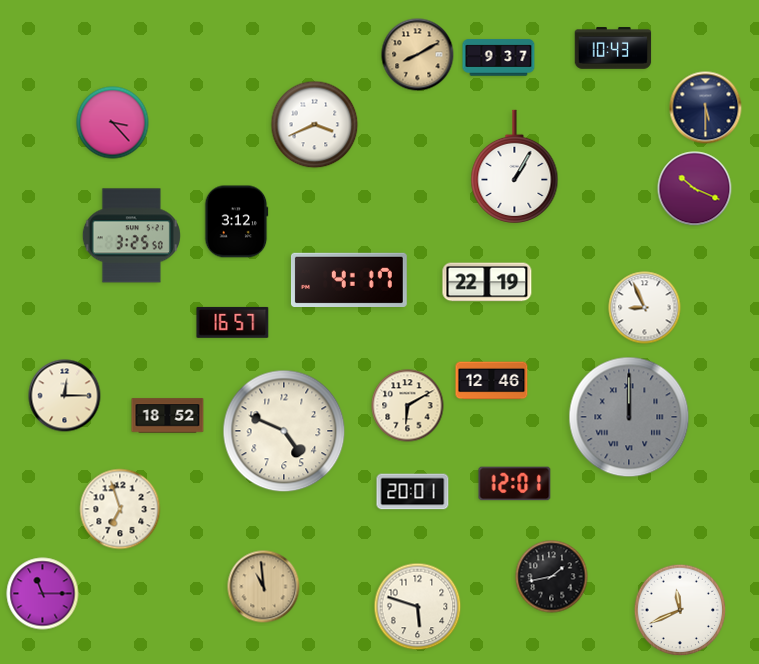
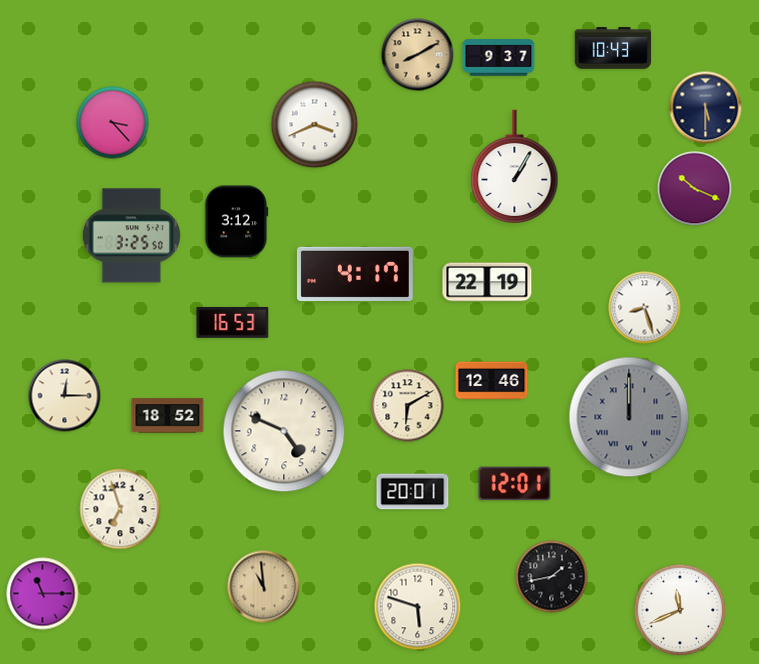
clock at (349, 279) position: (349, 279) -> (355, 273)
clock at (645, 308): 8:56 -> 8:27
clock at (233, 322): 16:57 -> 16:53
